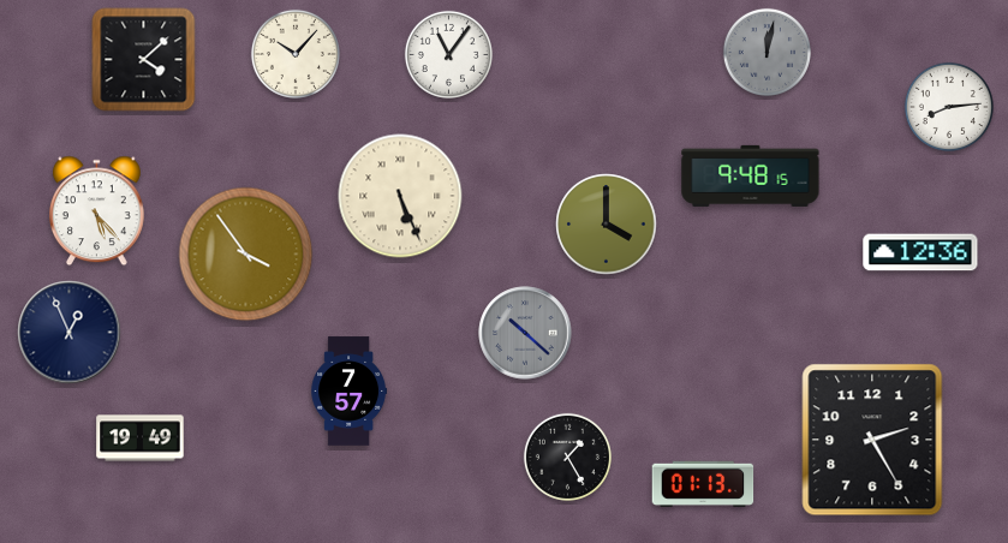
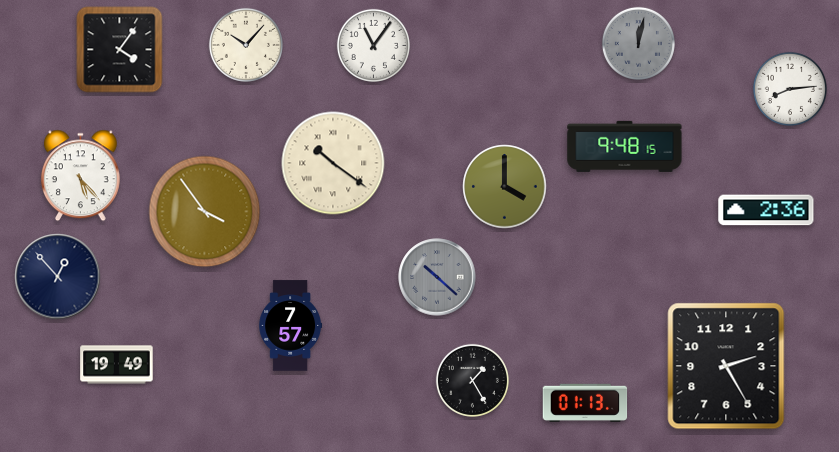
clock at (144, 60): 4:08 -> 4:06
clock at (400, 196): 5:26 -> 10:21
clock at (920, 252): 12:36 -> 2:36
clock at (70, 333): 12:56 -> 12:53
